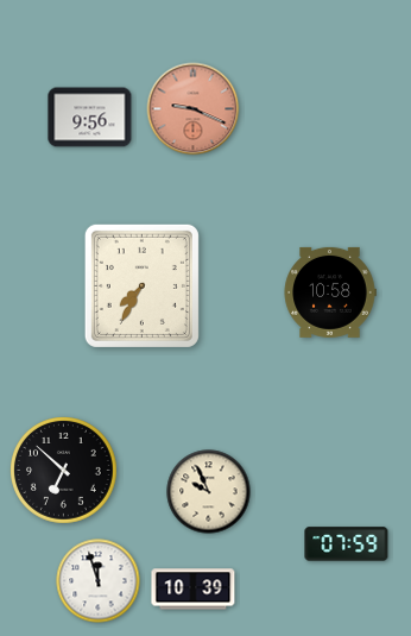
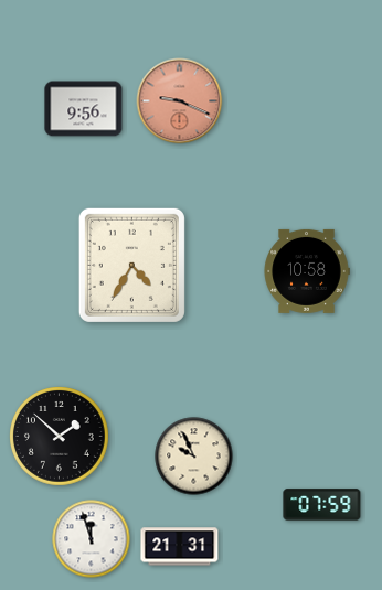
clock at (141, 285): 7:35 -> 4:35
clock at (64, 471): 6:52 -> 1:52
clock at (194, 590): 10:39 -> 21:31
